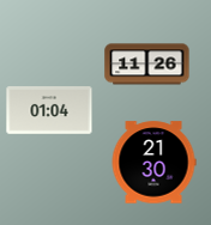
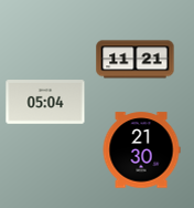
clock at (147, 65): 11:26 -> 11:21
clock at (49, 110): 01:04 -> 05:04
